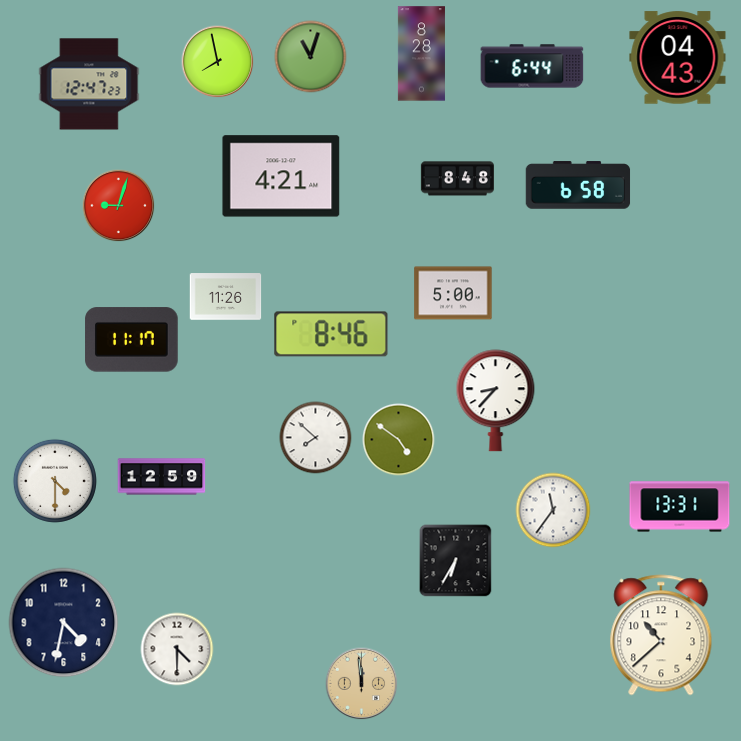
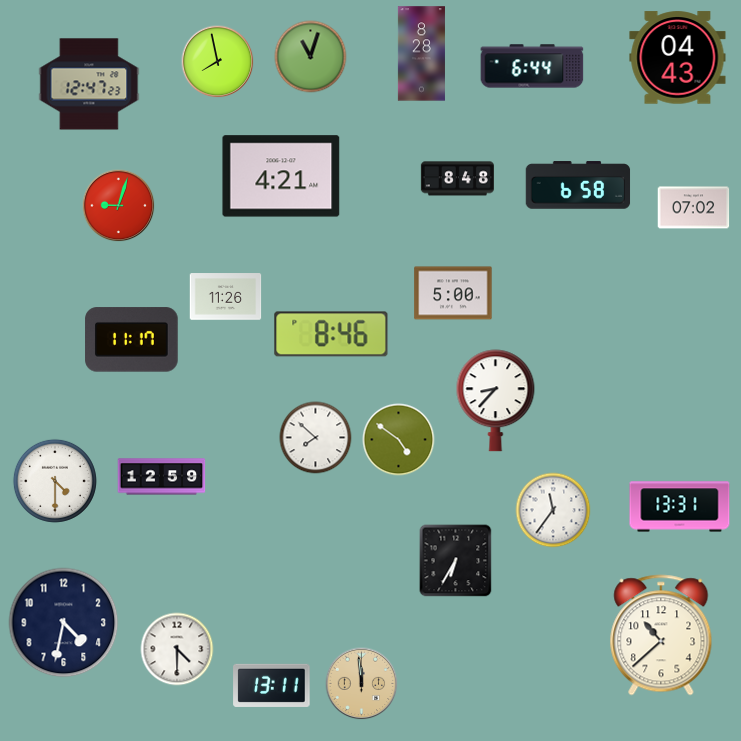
clock at (694, 208): none -> 07:02
clock at (272, 685): none -> 13:11
